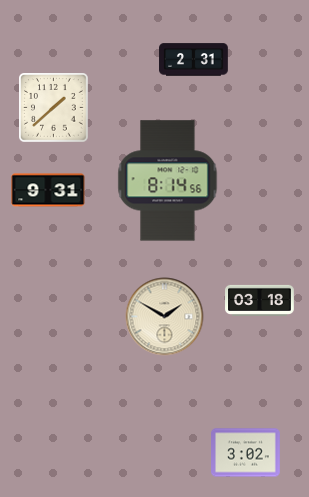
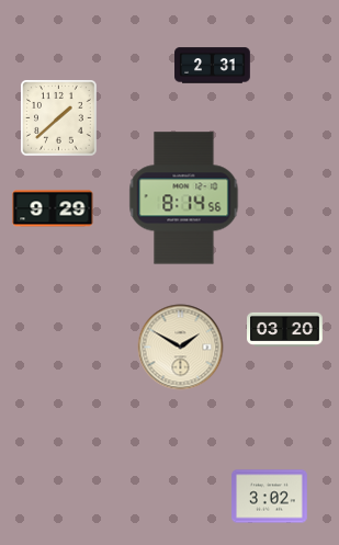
clock at (48, 190): 9:31 -> 9:29
clock at (260, 300): 03:18 -> 03:20
